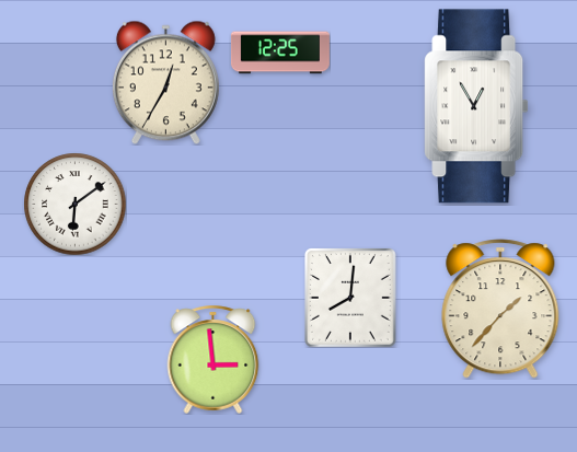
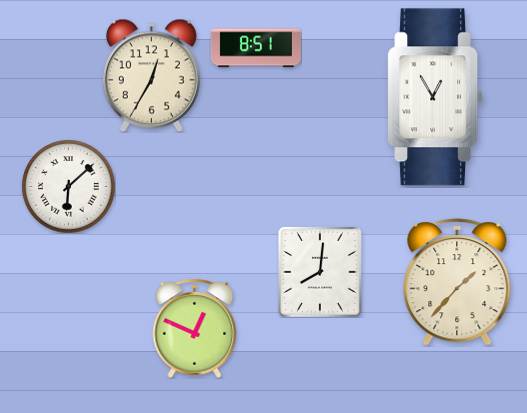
clock at (280, 53): 12:25 -> 8:51
clock at (74, 204): 6:09 -> 6:08
clock at (214, 359): 2:59 -> 12:49
